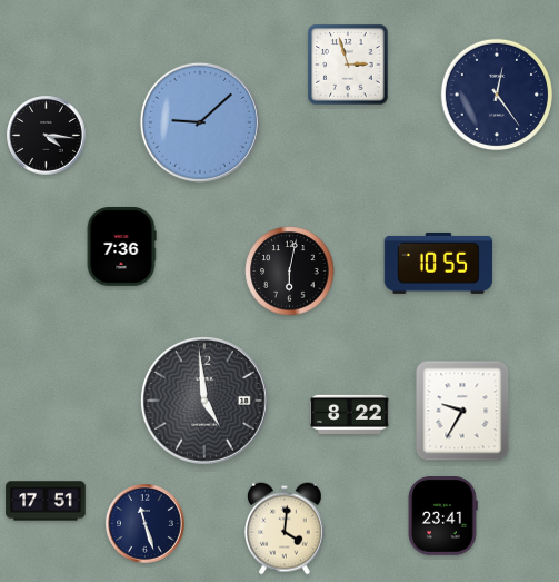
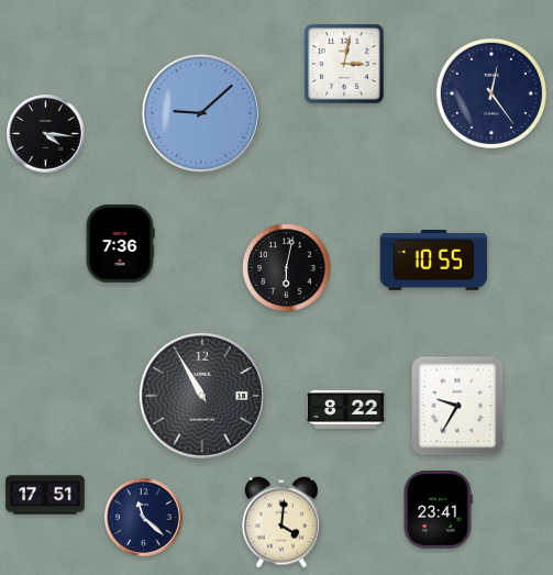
clock at (348, 65): 2:57 -> 3:02
clock at (200, 122) position: (200, 122) -> (201, 113)
clock at (204, 401): 4:59 -> 10:55
clock at (146, 524): 11:27 -> 11:22
